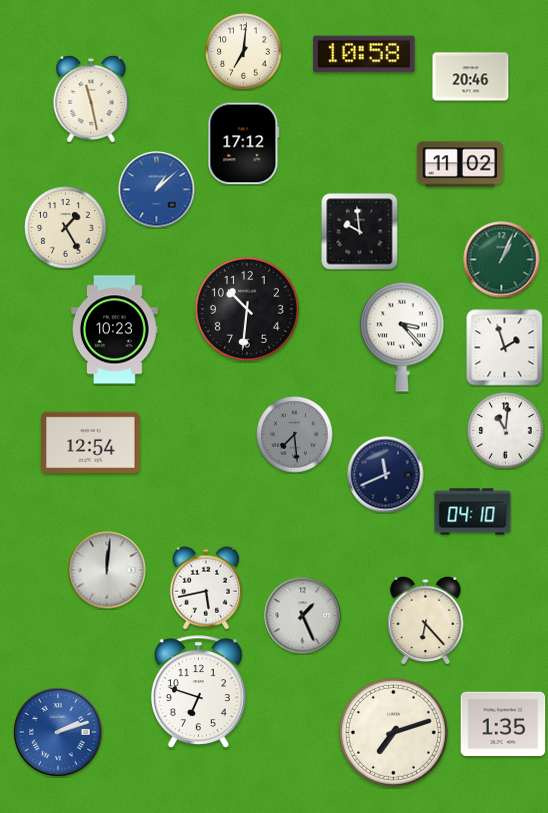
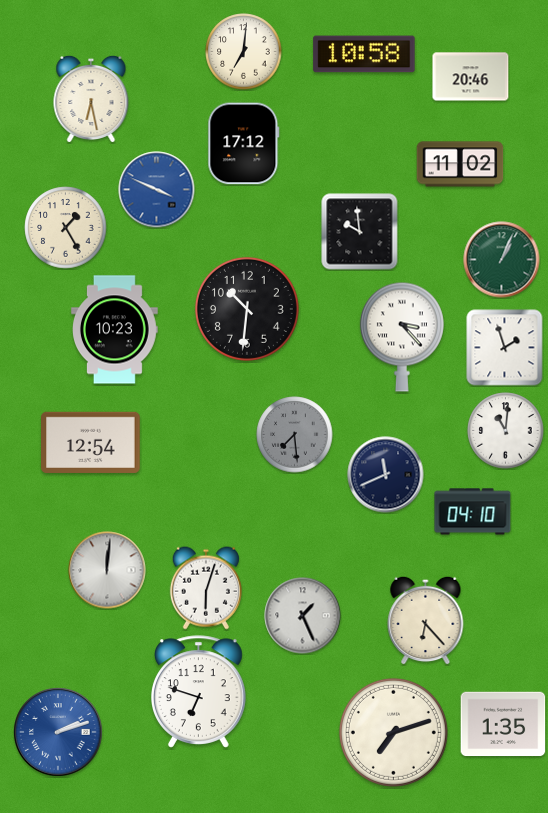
clock at (91, 98): 11:28 -> 6:28
clock at (157, 190): 1:08 -> 3:49
clock at (206, 588): 5:43 -> 6:03
